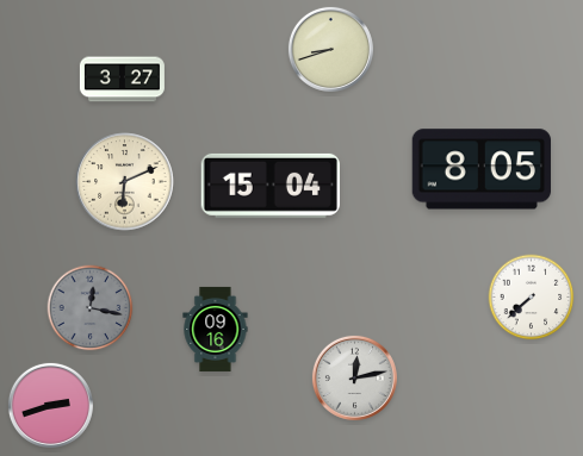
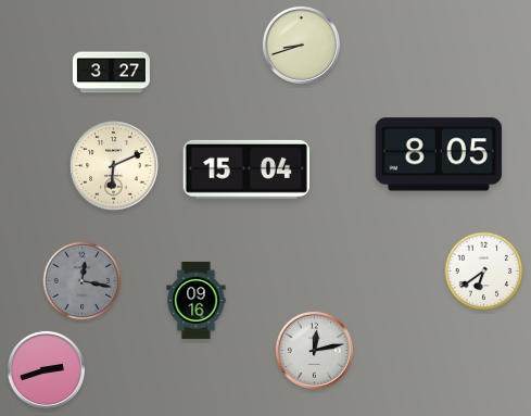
clock at (532, 298): 7:38 -> 6:39
clock at (354, 377) position: (354, 377) -> (314, 350)
